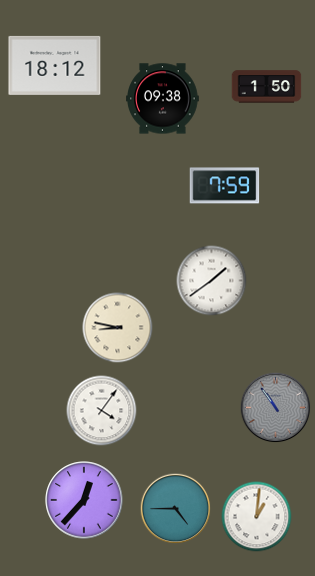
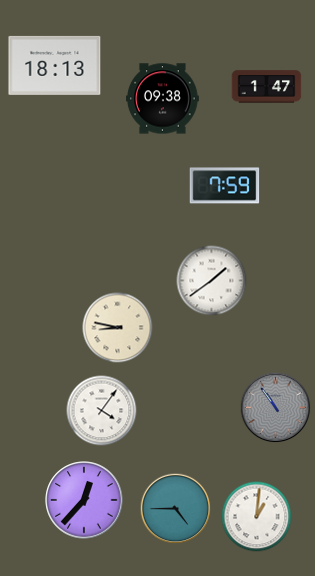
clock at (55, 65): 18:12 -> 18:13
clock at (267, 87): 1:50 -> 1:47
